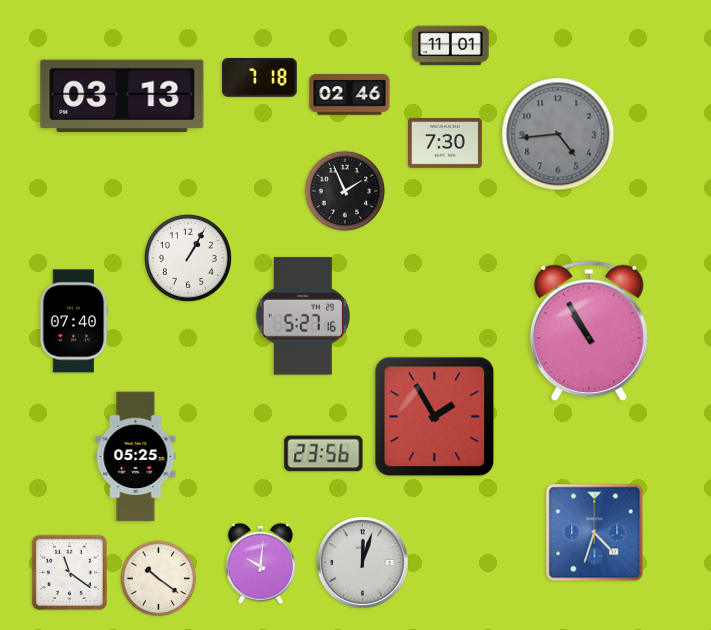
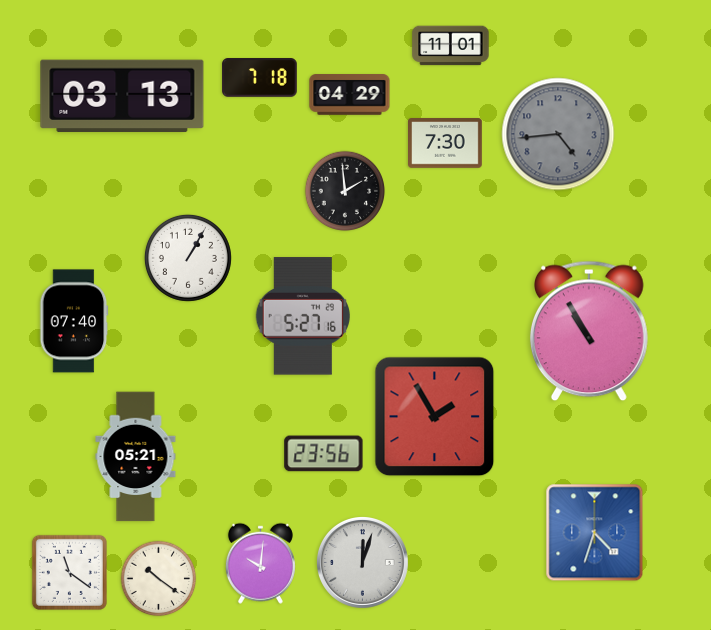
clock at (350, 95): 02:46 -> 04:29
clock at (345, 191): 1:56 -> 1:59
clock at (136, 457): 05:25 -> 05:21
